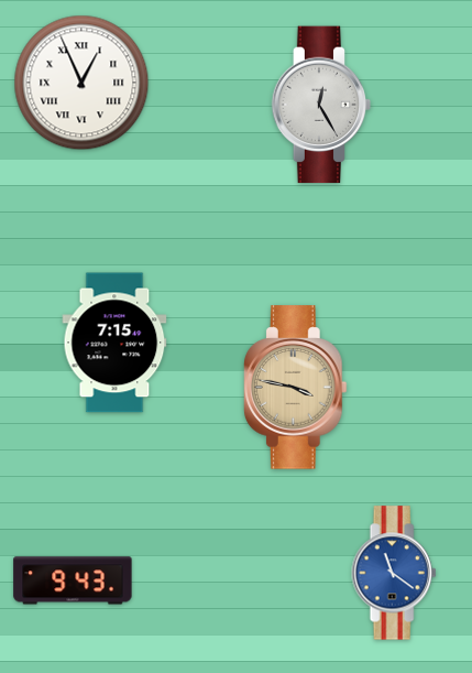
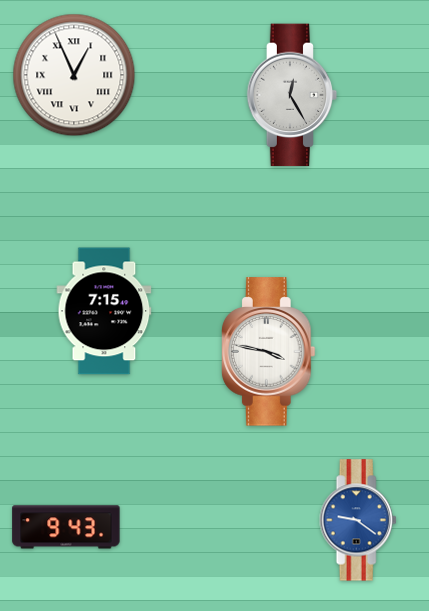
clock at (295, 388) dial: champagne -> white
clock at (394, 573): 11:21 -> 9:21
